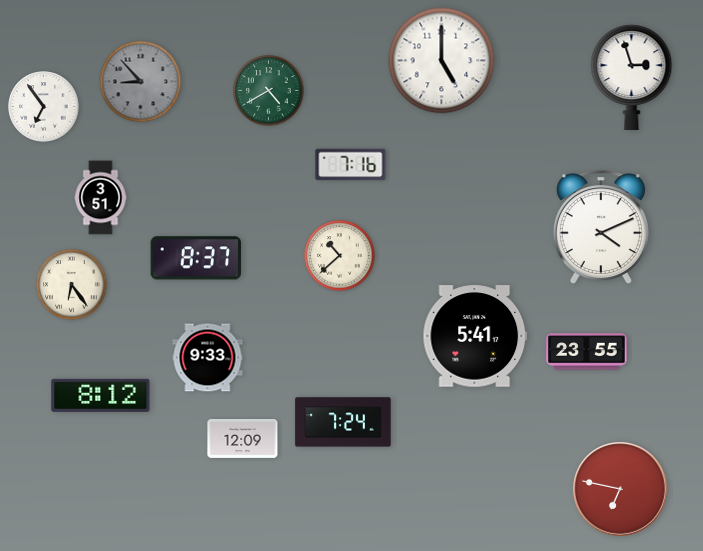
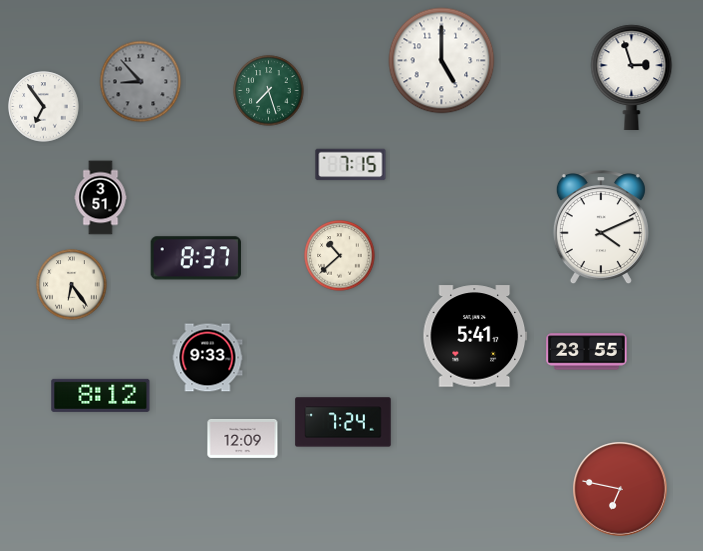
clock at (269, 91): 4:40 -> 7:27
clock at (351, 165): 7:16 -> 7:15
